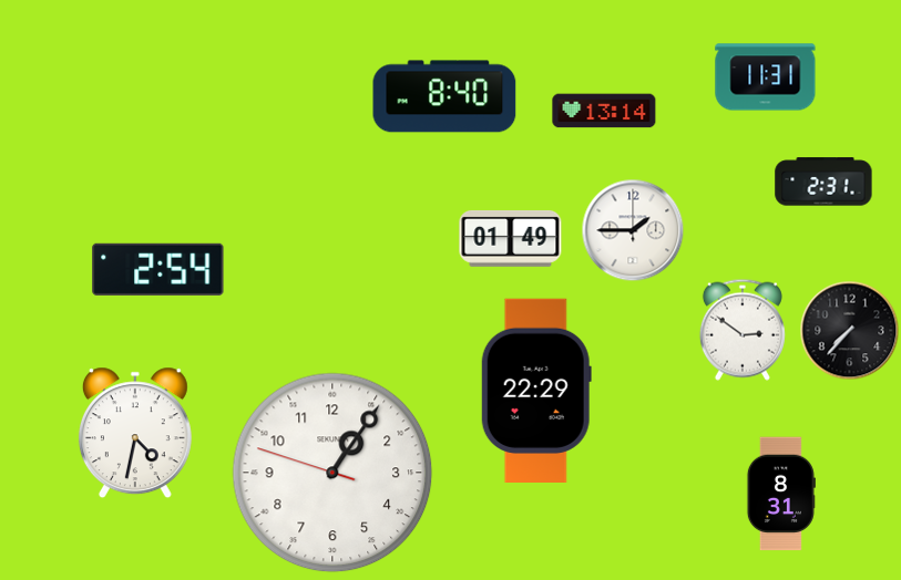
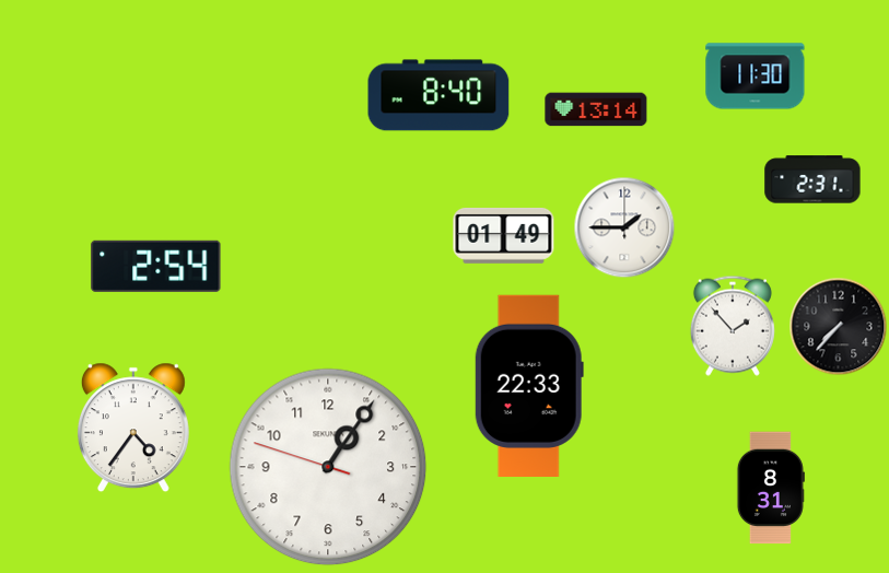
clock at (766, 77): 11:31 -> 11:30
clock at (743, 330): 2:51 -> 1:53
clock at (536, 390): 22:29 -> 22:33
clock at (135, 433): 4:32 -> 4:36
